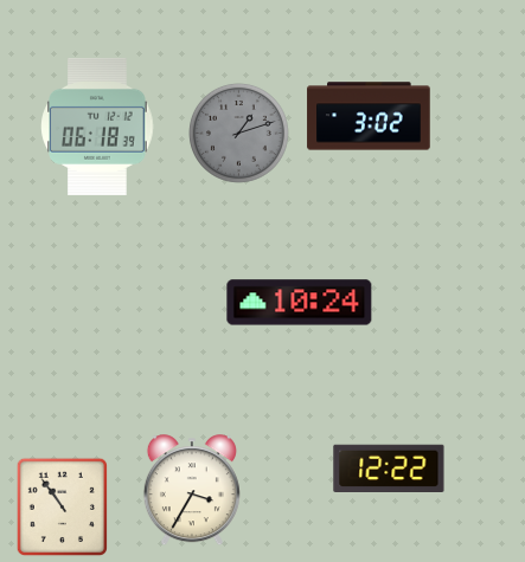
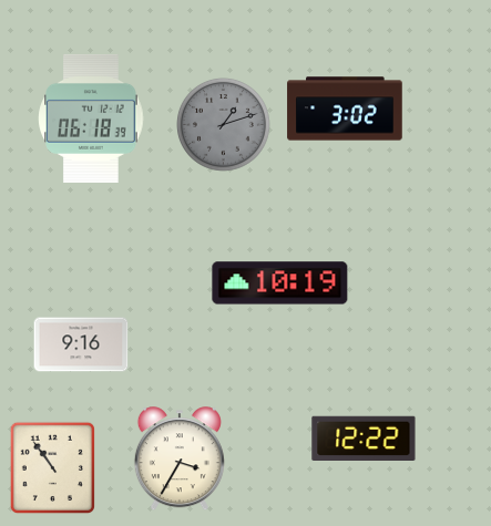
clock at (300, 303): 10:24 -> 10:19
clock at (81, 344): none -> 9:16
clock at (62, 508) position: (62, 508) -> (52, 468)
